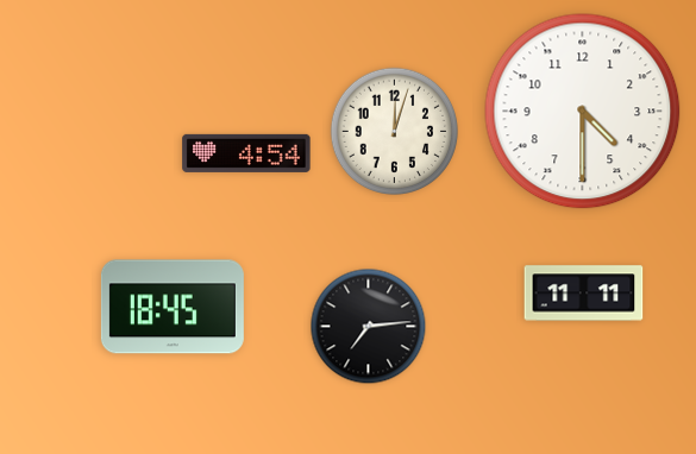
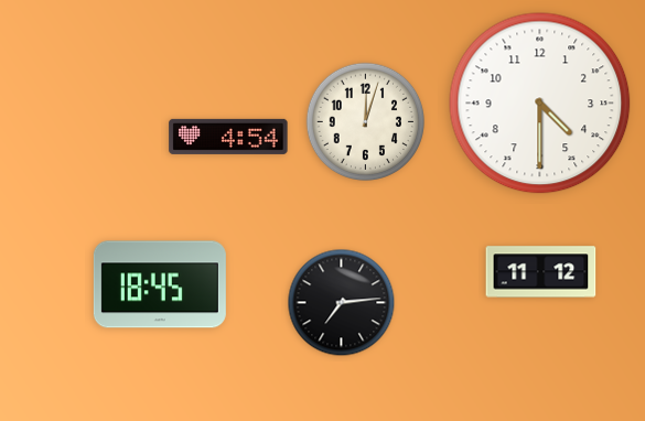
clock at (246, 153) position: (246, 153) -> (228, 137)
clock at (584, 294): 11:11 -> 11:12
